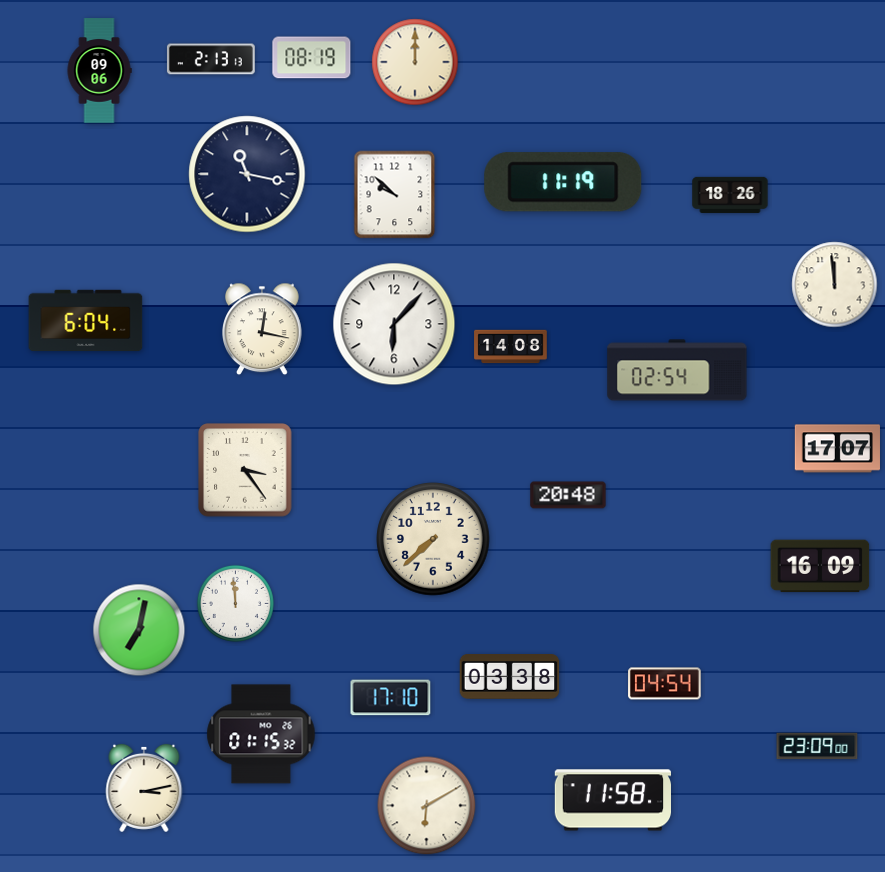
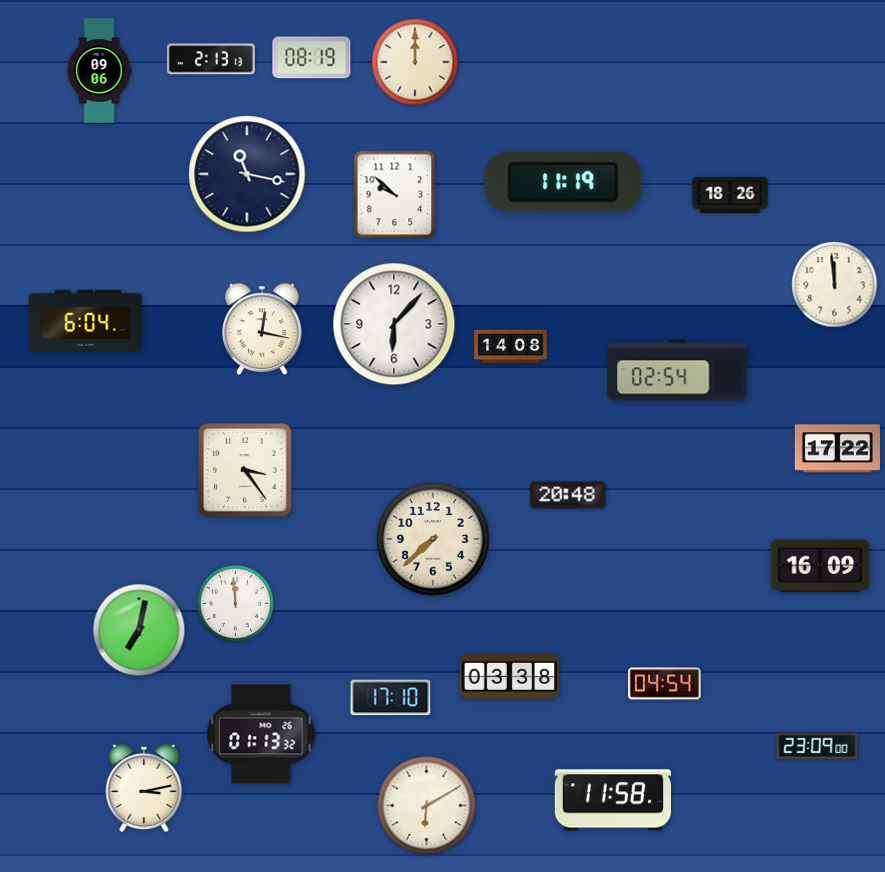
clock at (837, 449): 17:07 -> 17:22
clock at (261, 734): 01:15 -> 01:13
